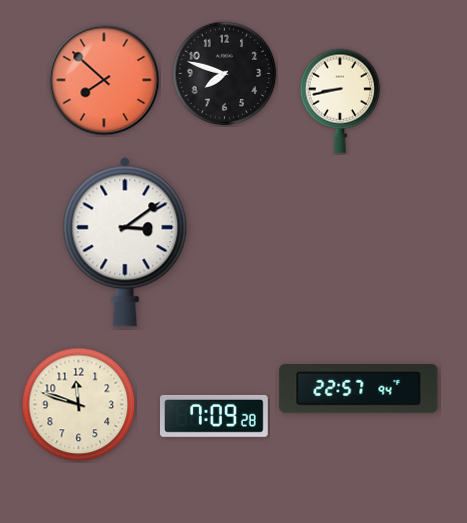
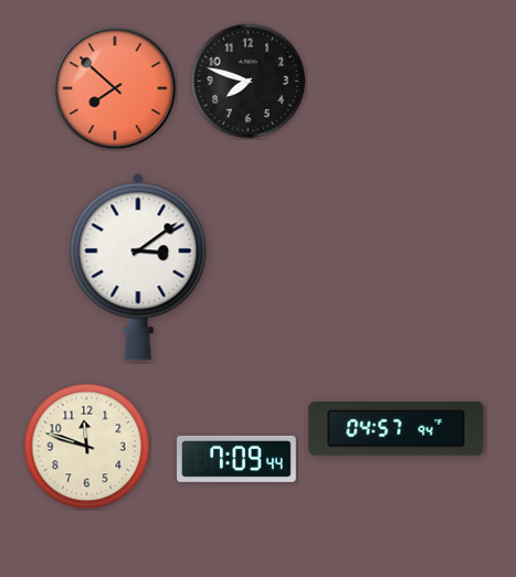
clock at (340, 101): 8:43 -> none
clock at (359, 389): 22:57 -> 04:57
clock at (215, 416): 7:09:28 -> 7:09:44
